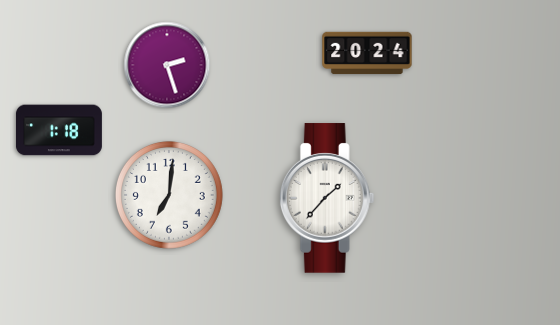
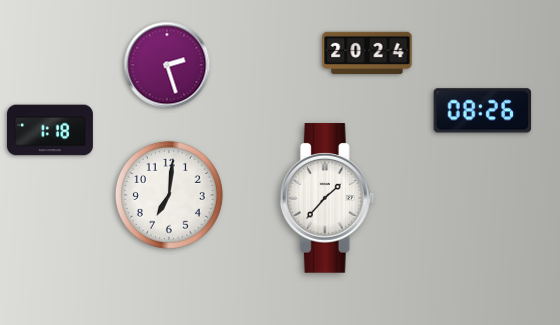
clock at (483, 111): none -> 08:26
clock at (59, 130) position: (59, 130) -> (50, 130)
